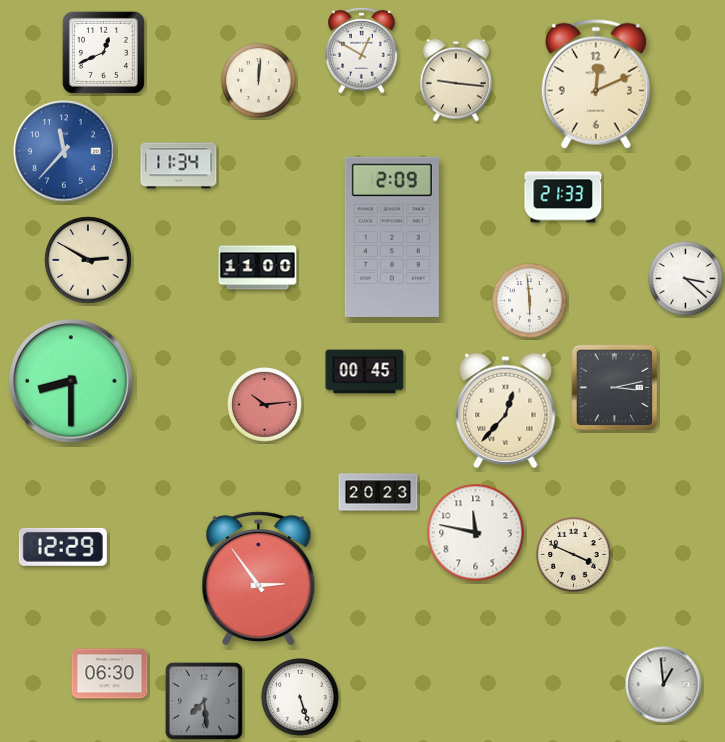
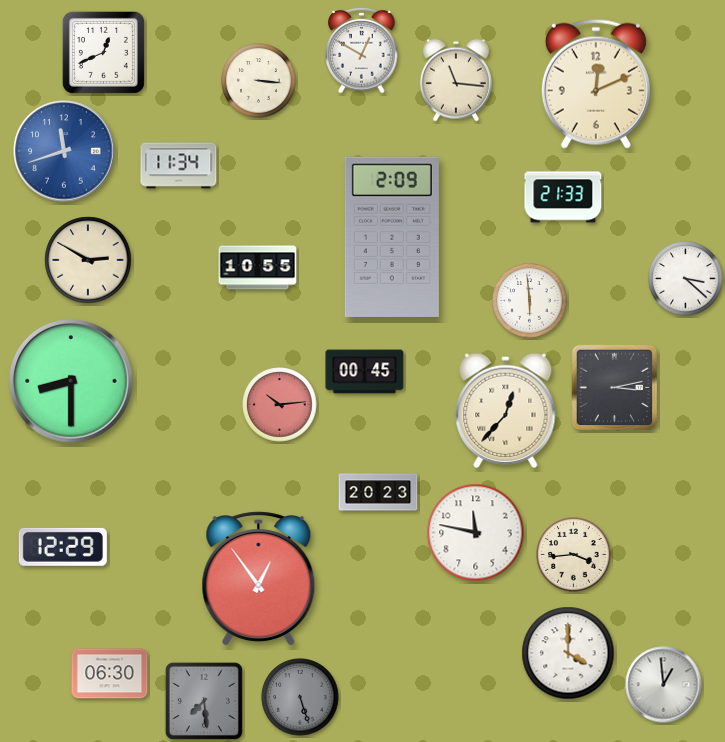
clock at (456, 80): 9:16 -> 11:16
clock at (259, 81): 12:01 -> 3:16
clock at (64, 151): 11:37 -> 11:42
clock at (258, 268): 11:00 -> 10:55
clock at (265, 405) position: (265, 405) -> (280, 405)
clock at (574, 555): 3:49 -> 3:44
clock at (259, 579): 2:54 -> 12:54
clock at (568, 653): none -> 4:00
clock at (300, 697) dial: white -> grey
